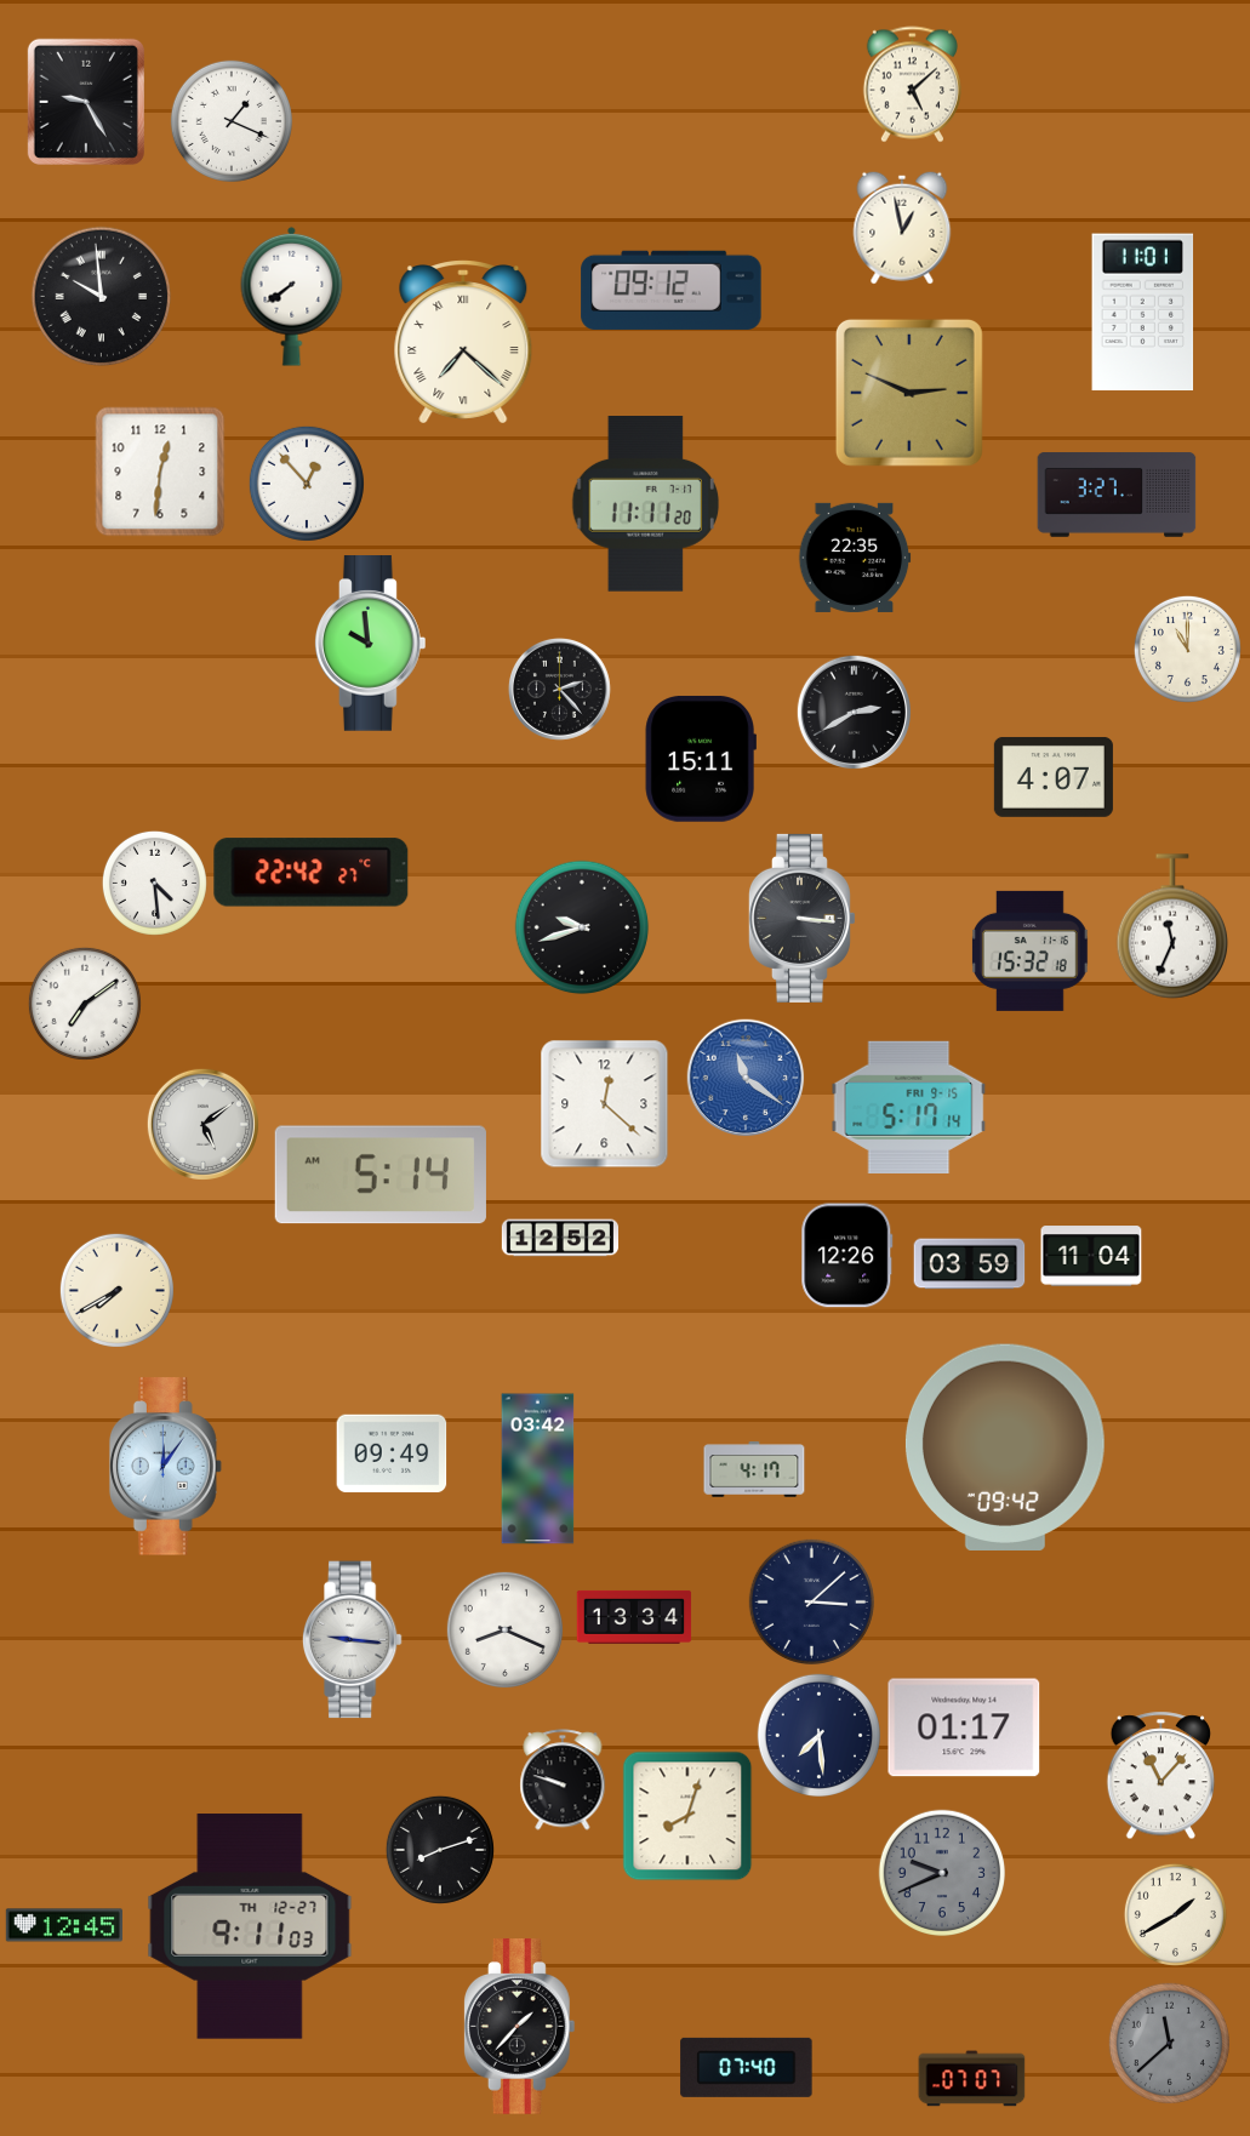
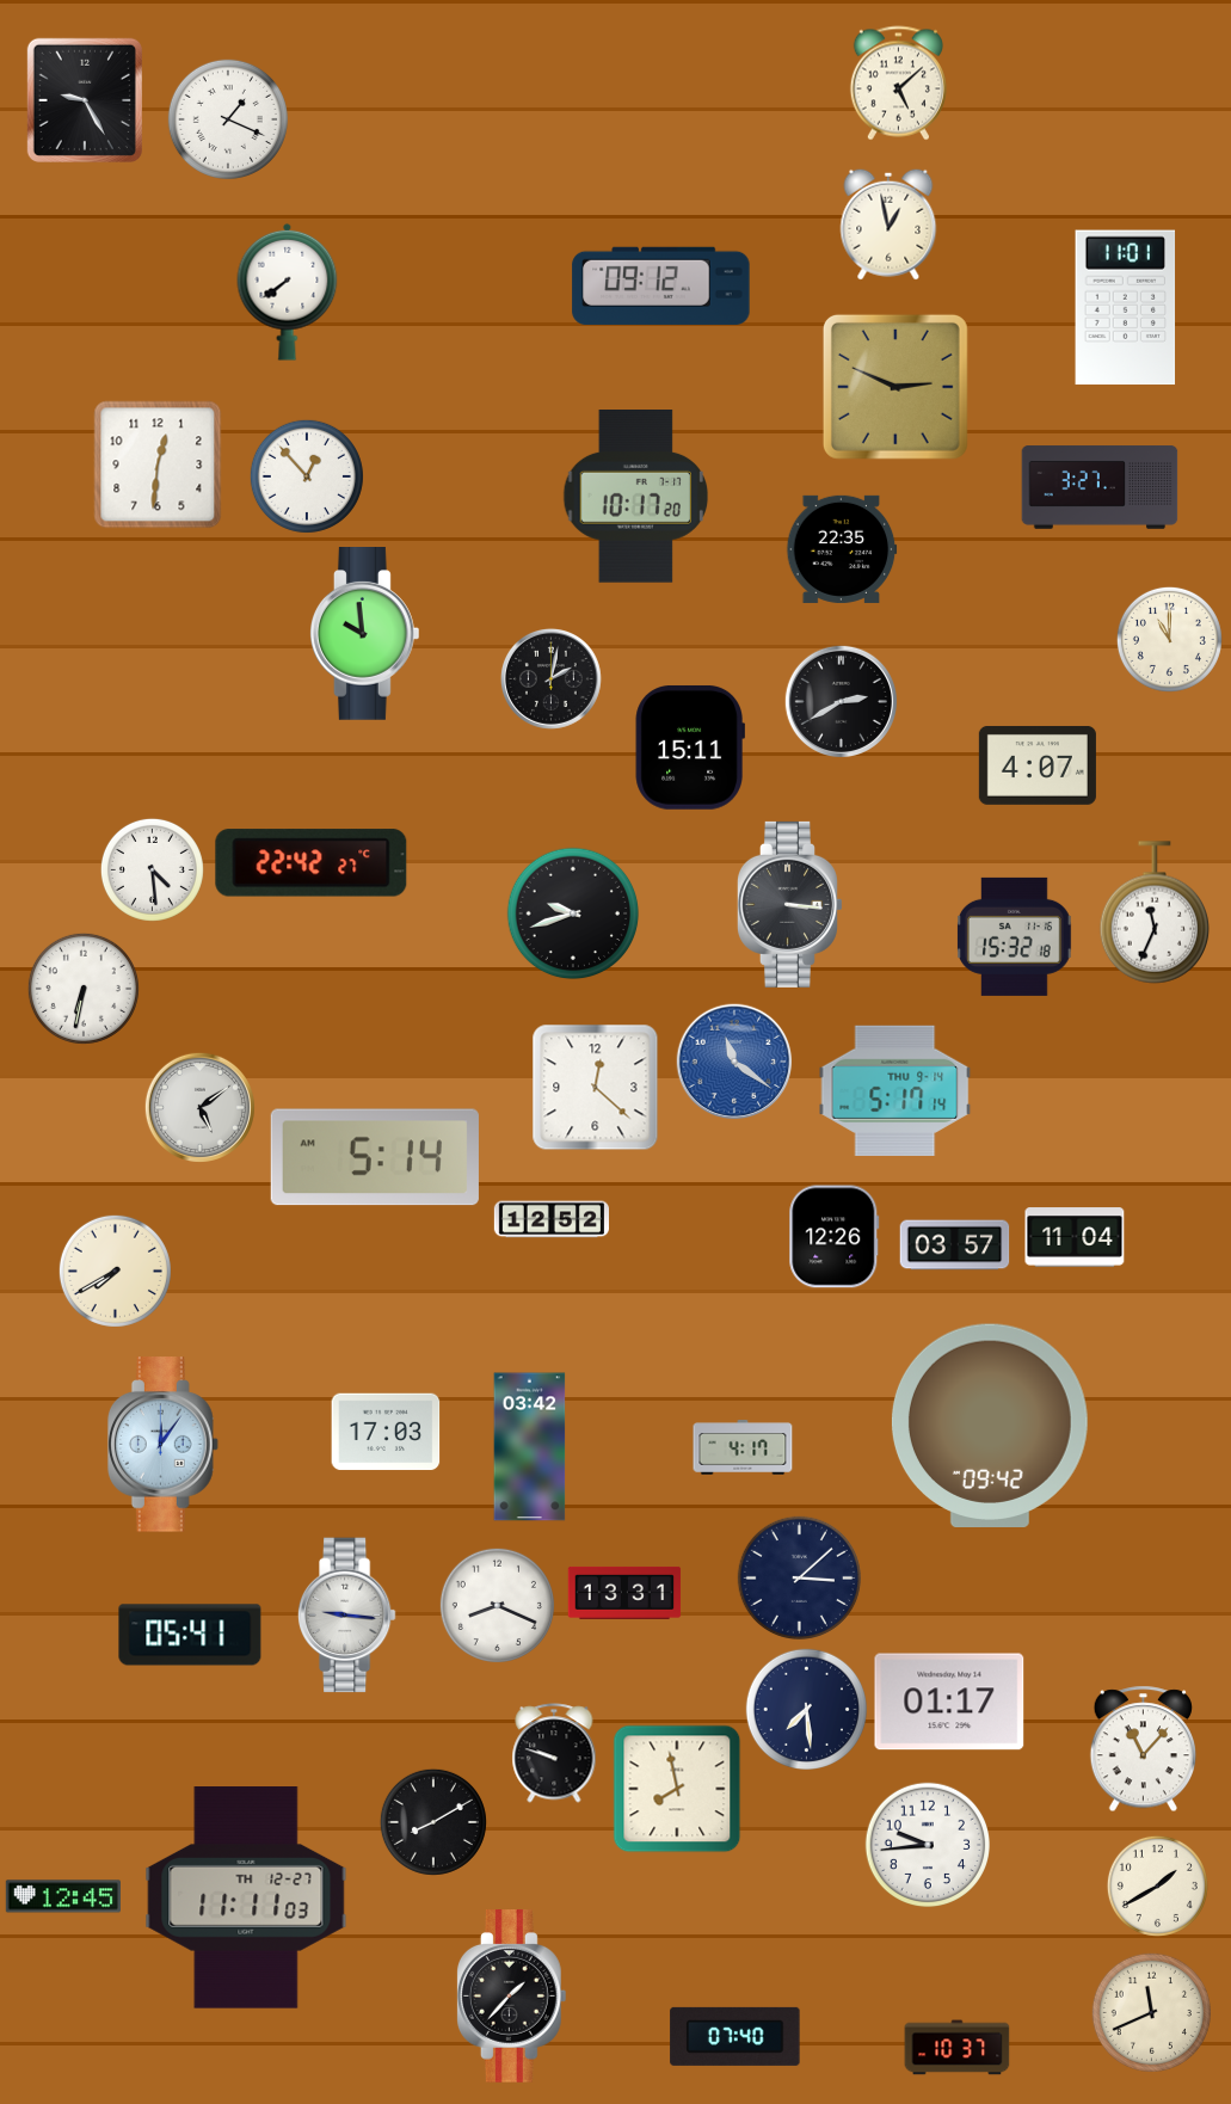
clock at (102, 297): 9:59 -> none
clock at (463, 342): 7:22 -> none
clock at (307, 484) position: (307, 484) -> (307, 476)
clock at (646, 504): 11:11 -> 10:17
clock at (559, 689): 2:23 -> 2:02
clock at (312, 873) position: (312, 873) -> (312, 863)
clock at (85, 1004): 7:09 -> 6:32
clock at (909, 1107) date: FRI 9-15 -> THU 9-14
clock at (970, 1264): 03:59 -> 03:57
clock at (392, 1453): 09:49 -> 17:03
clock at (634, 1617): 13:34 -> 13:31
clock at (190, 1635): none -> 05:41
clock at (687, 1816): 8:03 -> 7:58
clock at (440, 1850): 8:12 -> 8:10
clock at (941, 1872): 9:41 -> 9:44
clock at (941, 1872) dial: grey -> white
clock at (250, 1926): 9:11 -> 11:11
clock at (1169, 2043): 11:38 -> 11:41
clock at (1169, 2043) dial: grey -> cream
clock at (972, 2079): 07:07 -> 10:37
